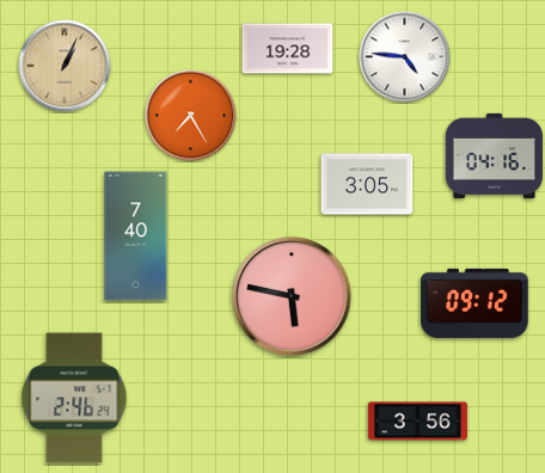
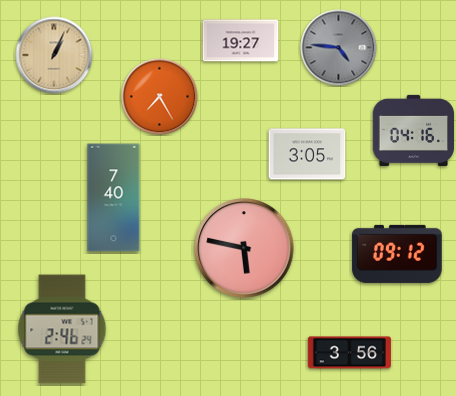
clock at (288, 49): 19:28 -> 19:27
clock at (405, 57) dial: white -> grey
clock at (74, 398) position: (74, 398) -> (62, 329)
